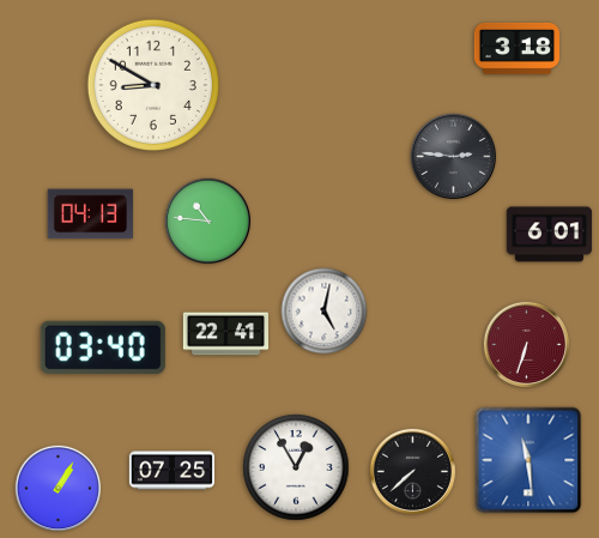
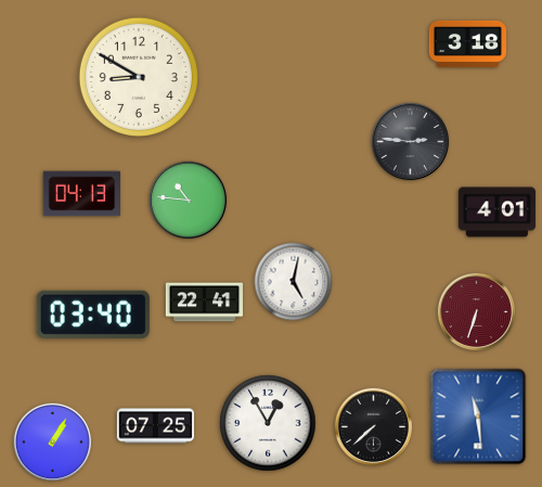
clock at (549, 235): 6:01 -> 4:01
